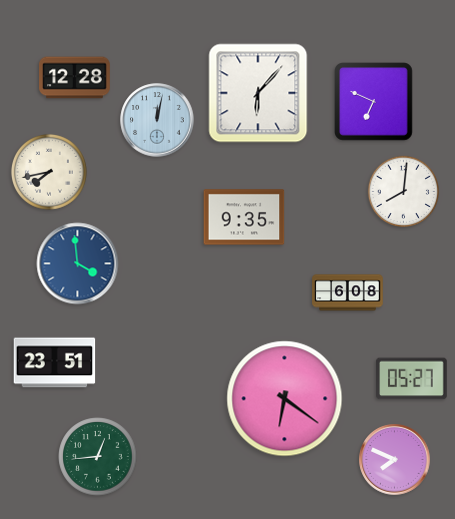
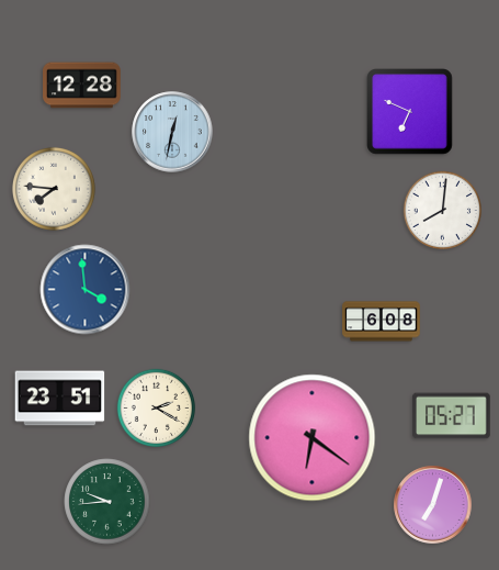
clock at (258, 93): 6:07 -> none
clock at (157, 120): 12:02 -> 12:32
clock at (49, 172): 7:43 -> 7:46
clock at (244, 217): 9:35 -> none
clock at (156, 407): none -> 2:20
clock at (98, 457): 12:44 -> 9:44
clock at (395, 460): 7:49 -> 7:03
